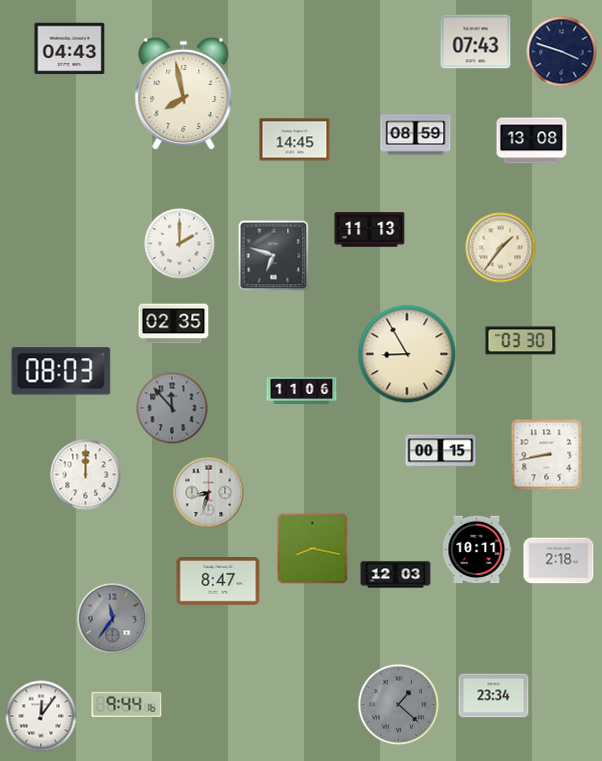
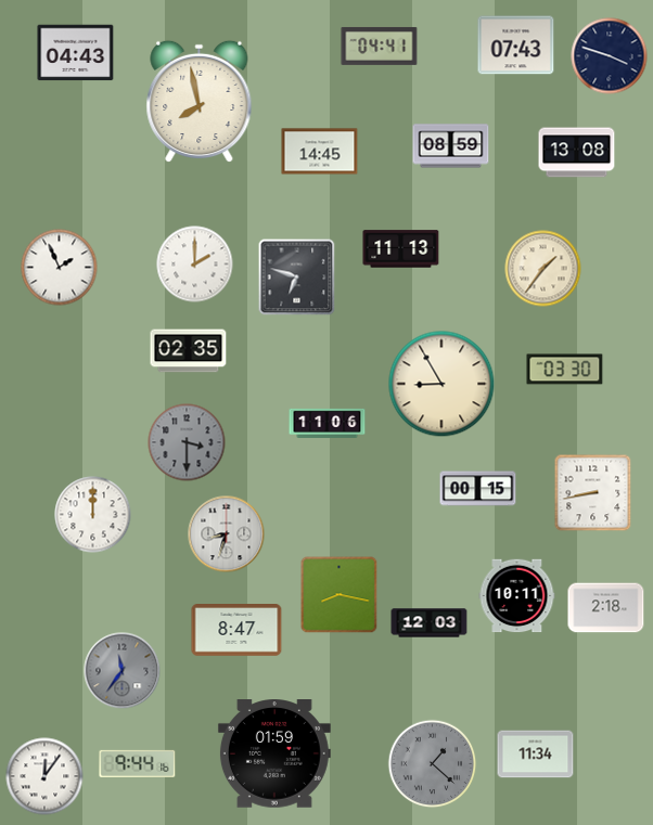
clock at (380, 46): none -> 04:41
clock at (60, 268): none -> 1:56
clock at (61, 371): 08:03 -> none
clock at (172, 408): 11:53 -> 3:30
clock at (274, 755): none -> 01:59
clock at (494, 696): 23:34 -> 11:34
